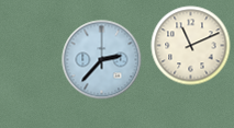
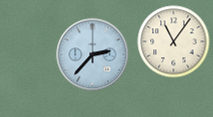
clock at (191, 46): 11:11 -> 11:06
